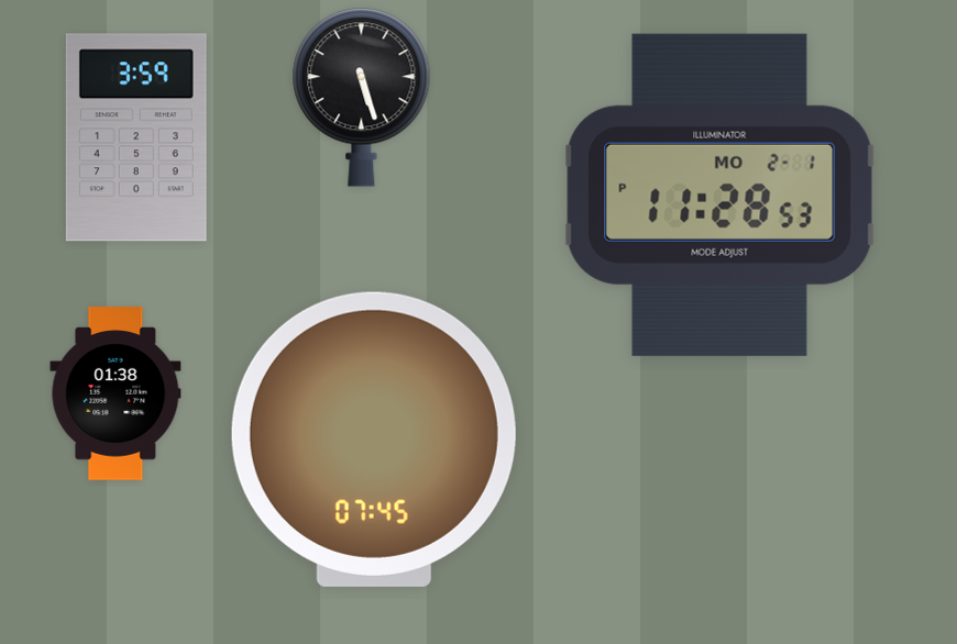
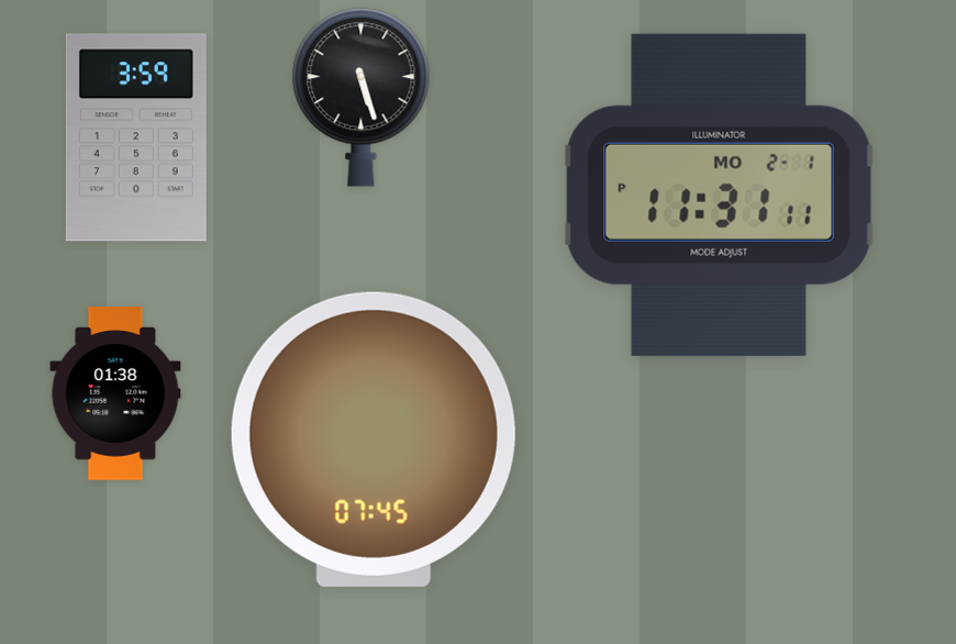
clock at (719, 195): 11:28 -> 11:31
